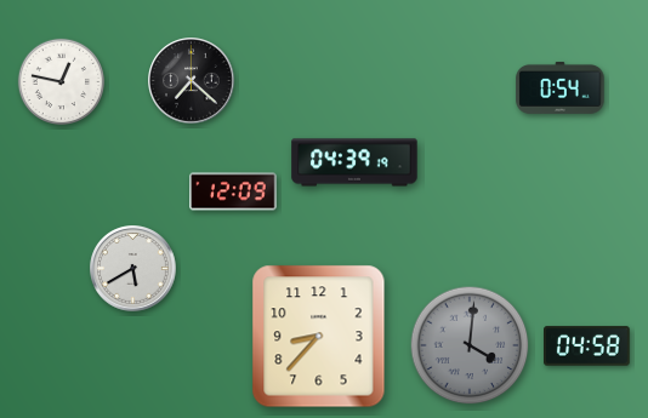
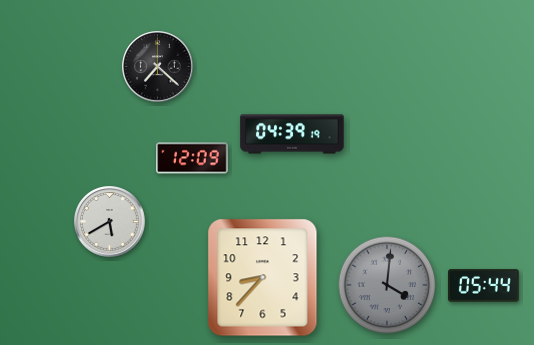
clock at (62, 82): 12:47 -> none
clock at (561, 87): 0:54 -> none
clock at (587, 347): 04:58 -> 05:44
